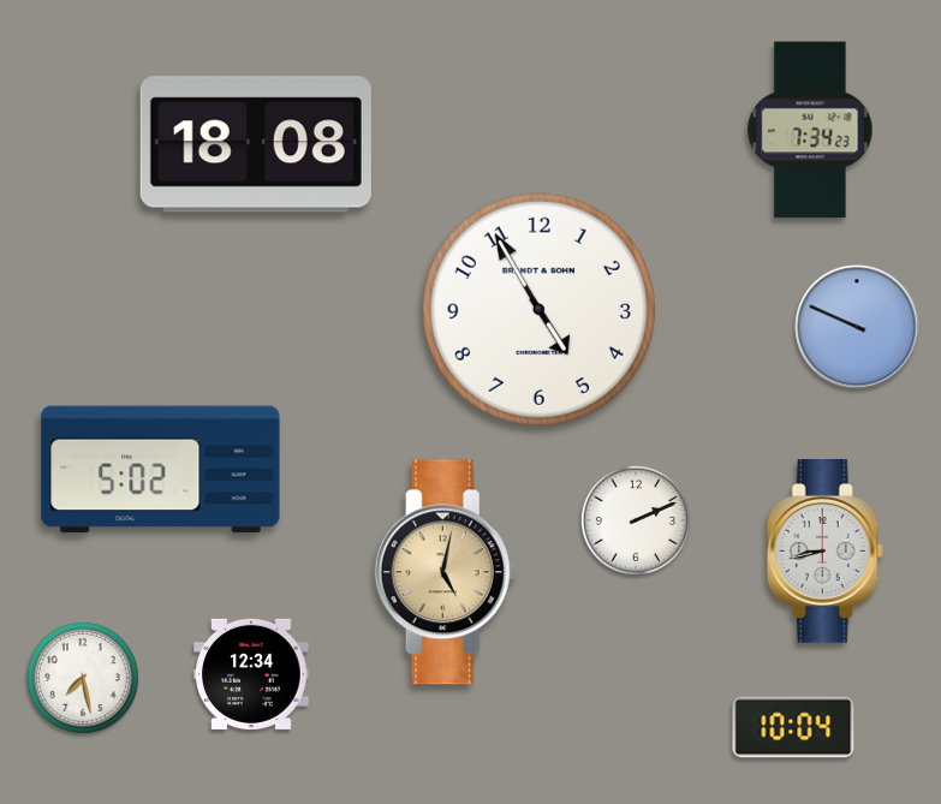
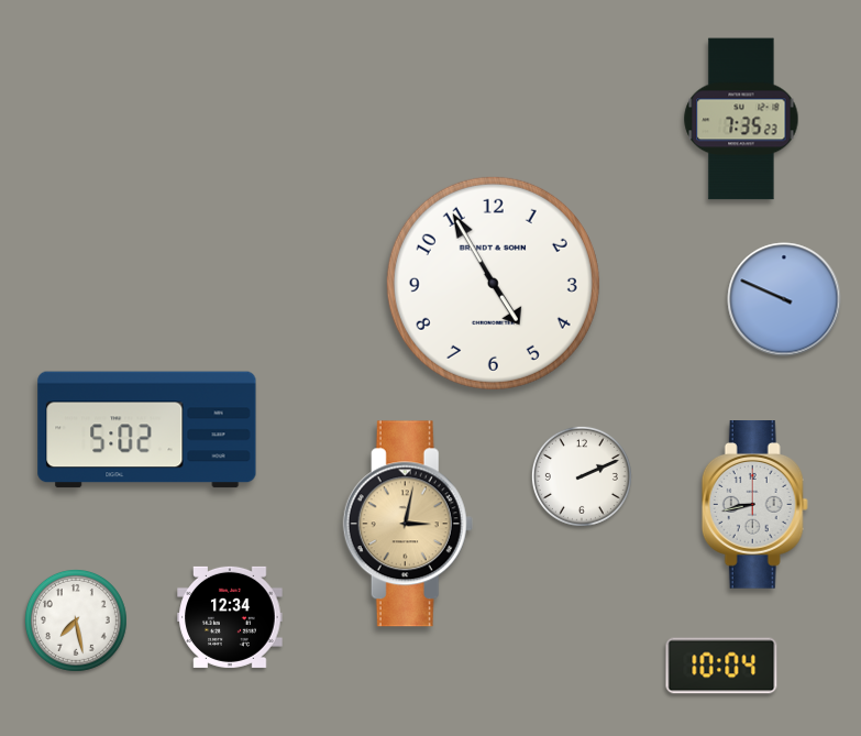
clock at (810, 130): 7:34 -> 7:35
clock at (256, 144): 18:08 -> none
clock at (446, 572): 5:02 -> 3:02
clock at (793, 727) position: (793, 727) -> (721, 666)
